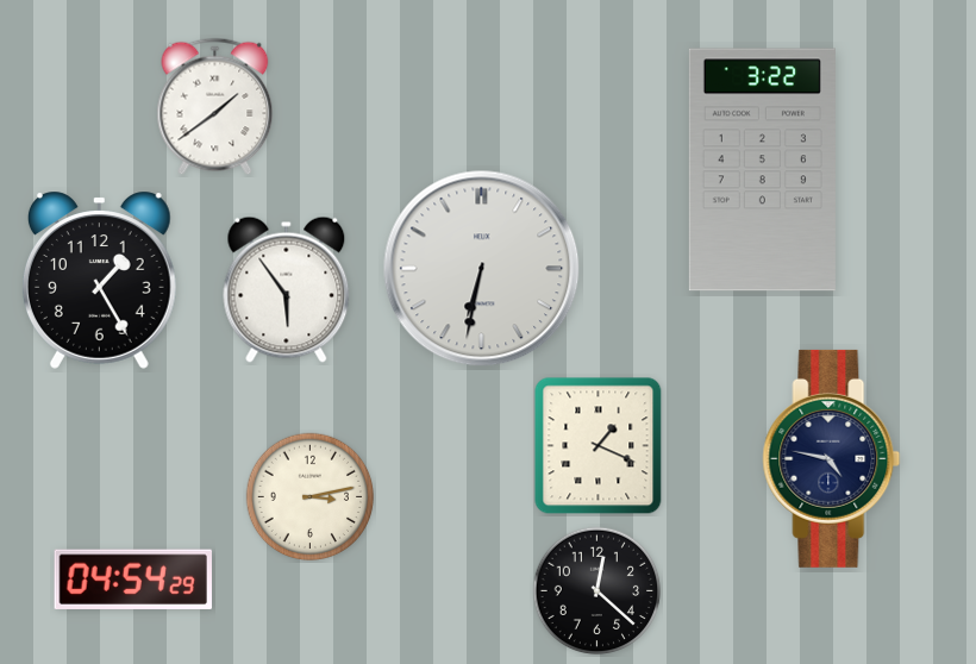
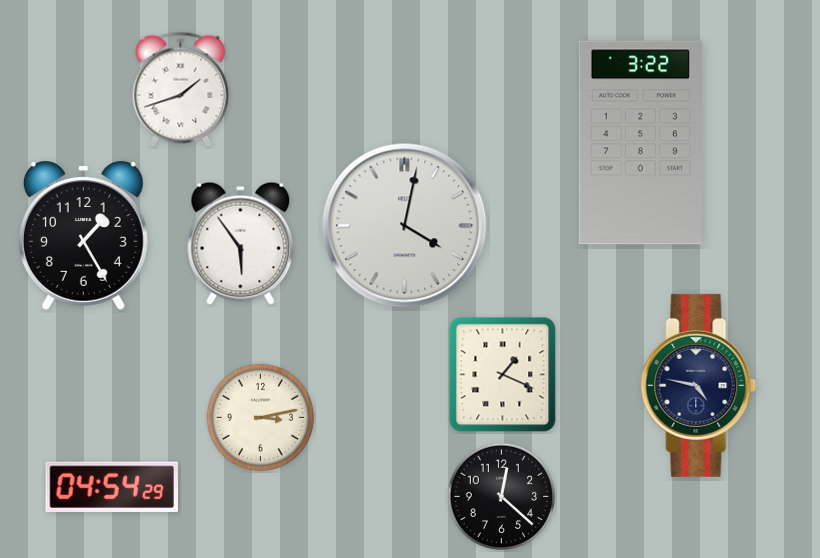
clock at (215, 107): 1:39 -> 1:42
clock at (482, 269): 6:32 -> 4:02
